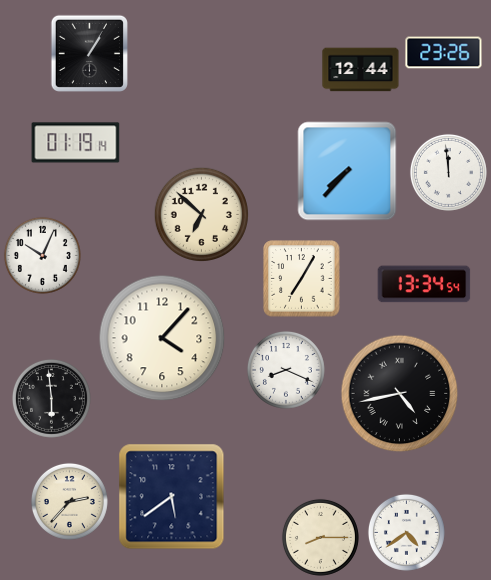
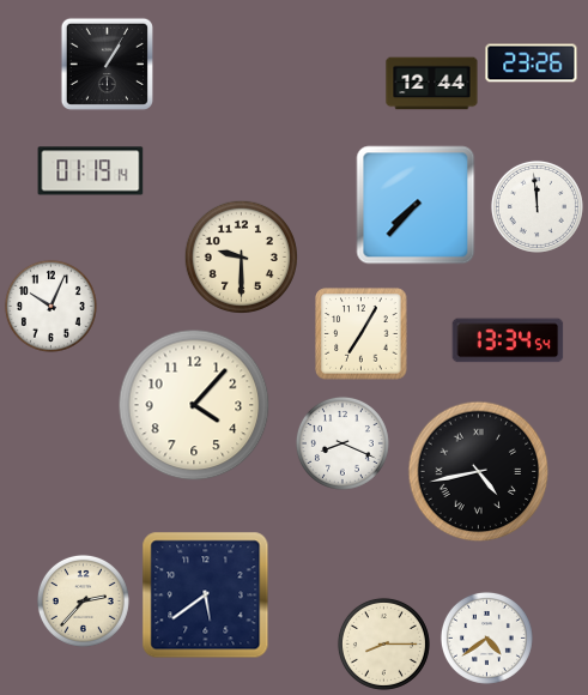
clock at (201, 214): 6:52 -> 9:30
clock at (51, 398): 5:59 -> none
